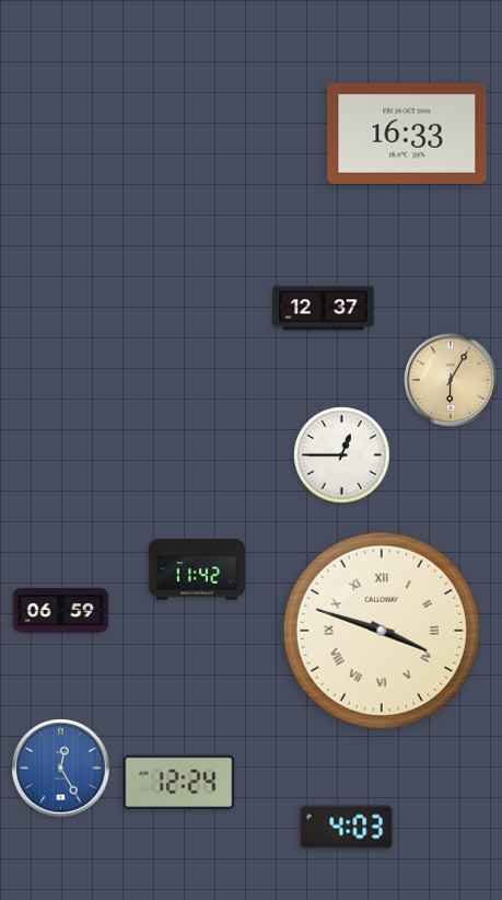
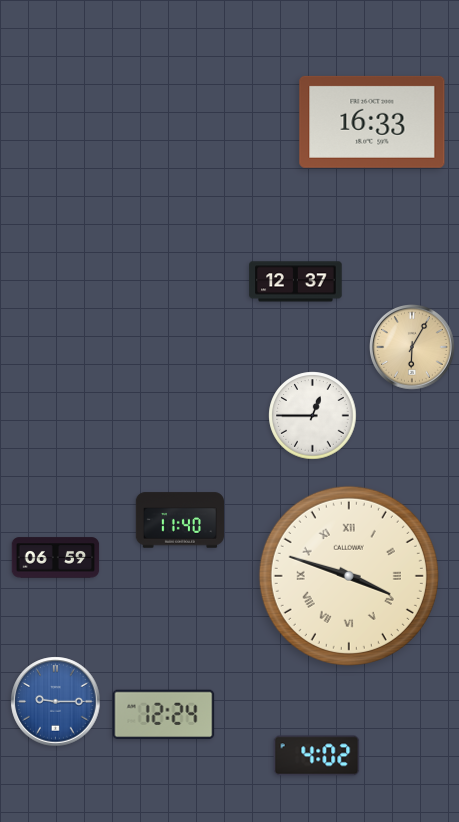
clock at (196, 569): 11:42 -> 11:40
clock at (61, 769): 12:25 -> 9:15
clock at (347, 828): 4:03 -> 4:02
